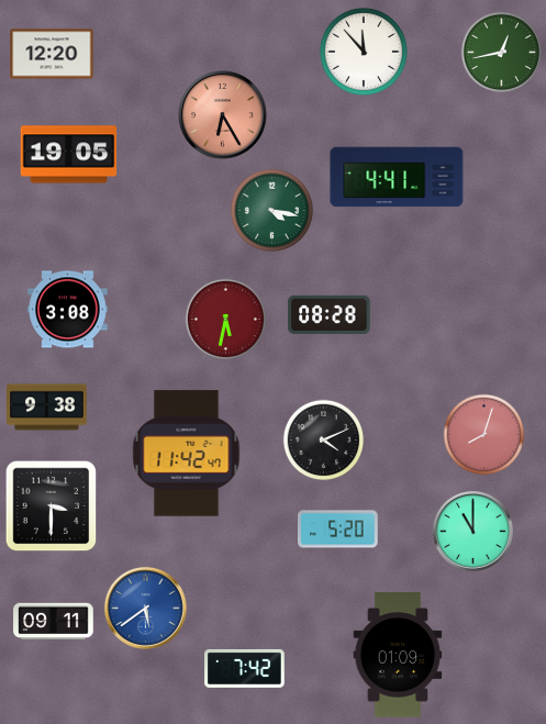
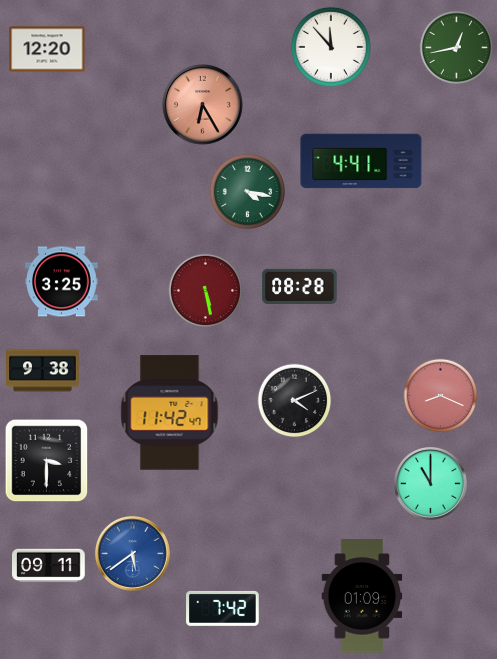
clock at (69, 155): 19:05 -> none
clock at (68, 310): 3:08 -> 3:25
clock at (226, 320): 5:32 -> 5:28
clock at (484, 435): 8:03 -> 8:19
clock at (338, 530): 5:20 -> none
